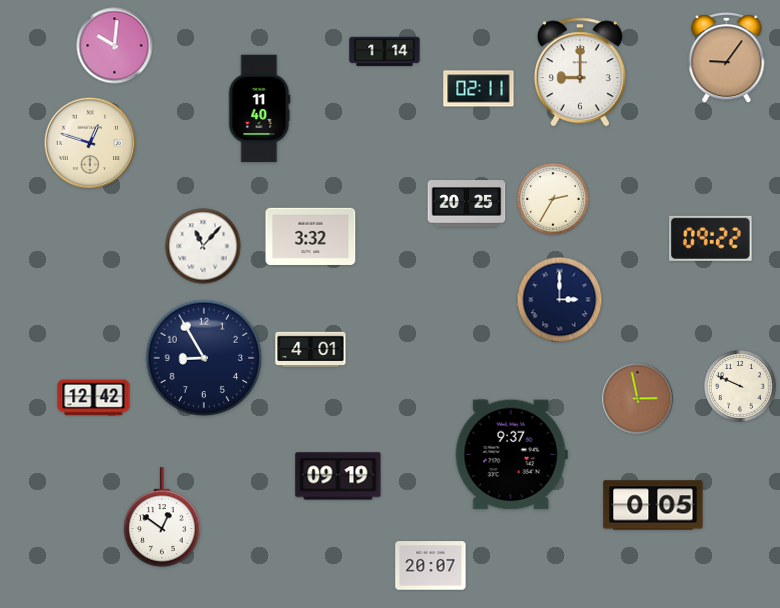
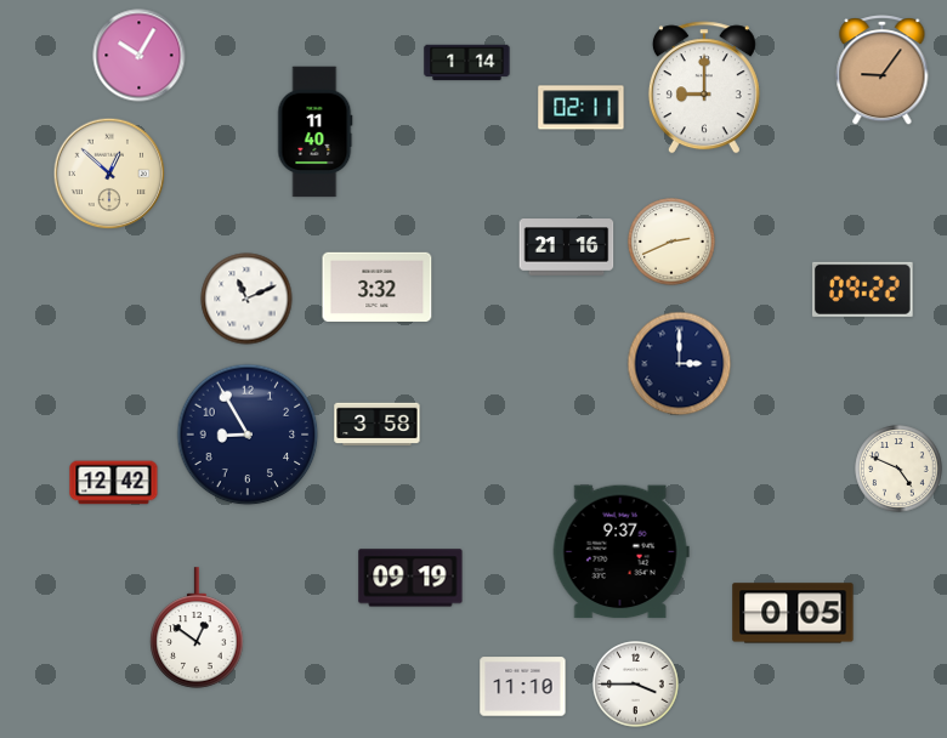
clock at (115, 46): 10:01 -> 10:05
clock at (90, 143): 12:48 -> 12:52
clock at (553, 199): 2:35 -> 2:41
clock at (467, 204): 20:25 -> 21:16
clock at (203, 246): 11:07 -> 11:11
clock at (311, 350): 4:01 -> 3:58
clock at (740, 386): 9:49 -> 4:49
clock at (638, 399): 2:58 -> none
clock at (636, 685): none -> 3:45
clock at (431, 566): 20:07 -> 11:10
